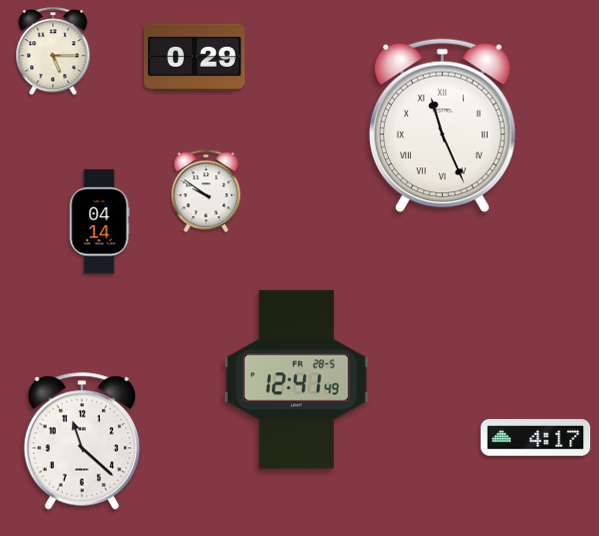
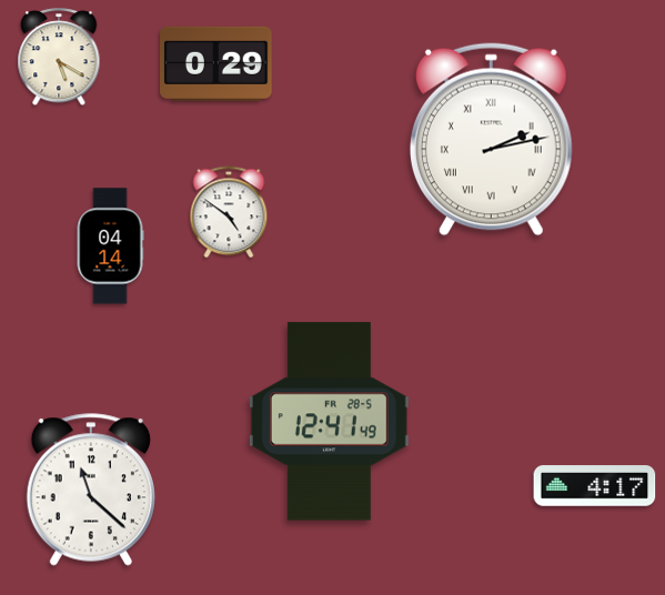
clock at (53, 52): 5:15 -> 5:20
clock at (442, 126): 11:26 -> 2:13
clock at (206, 191): 9:51 -> 4:51
